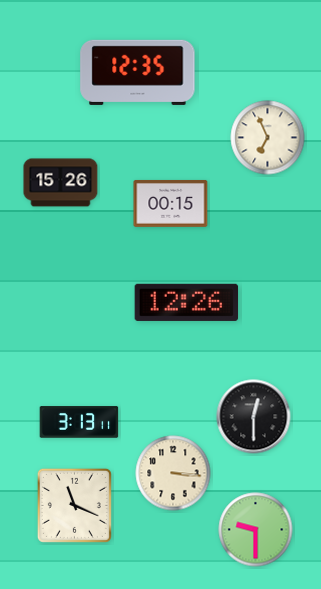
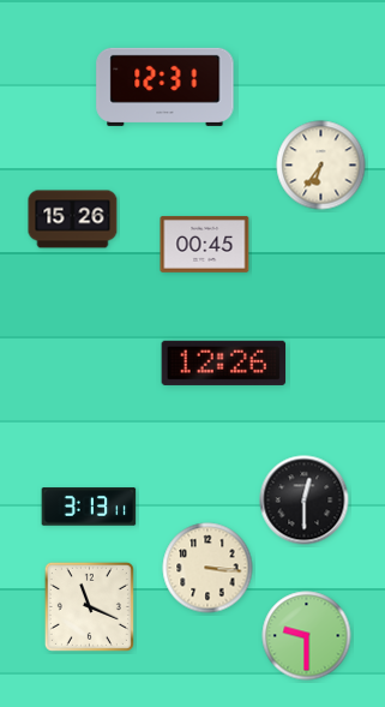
clock at (138, 72): 12:35 -> 12:31
clock at (268, 138): 6:56 -> 6:36
clock at (171, 203): 00:15 -> 00:45
clock at (79, 422) position: (79, 422) -> (89, 507)
